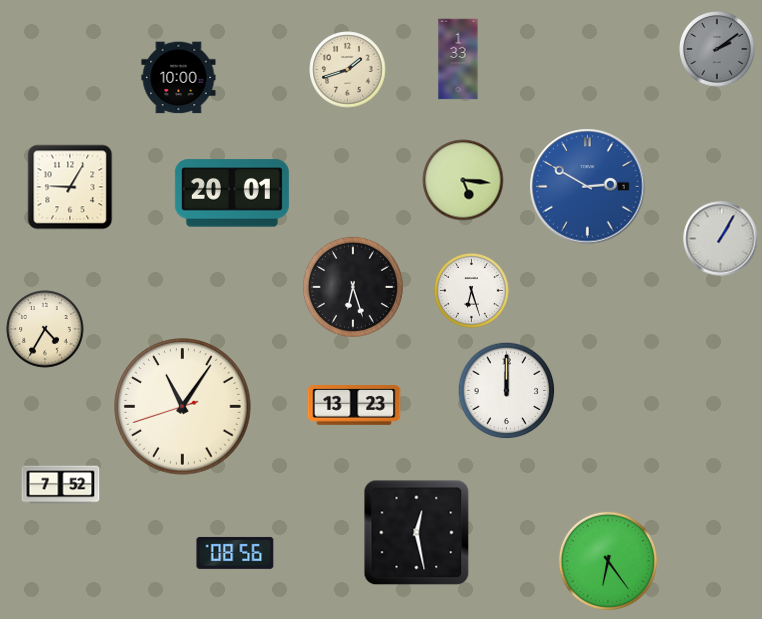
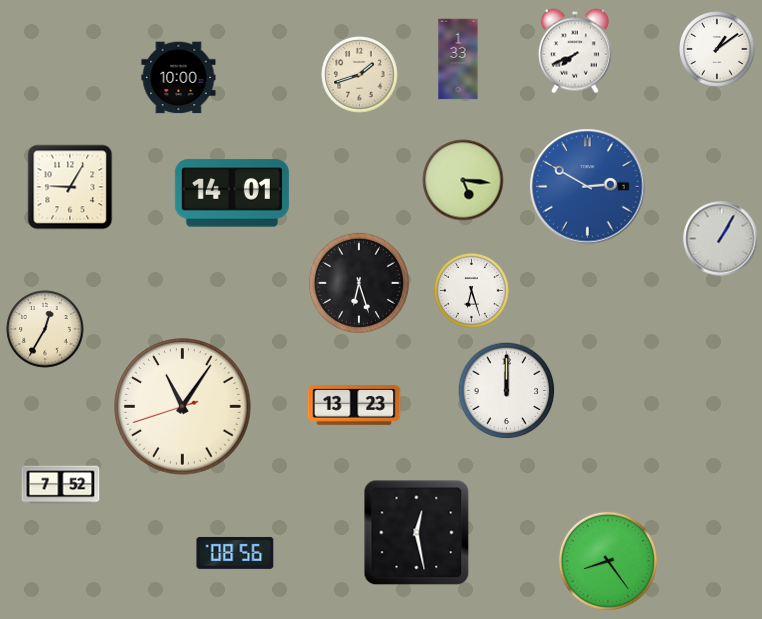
clock at (717, 49): 2:09 -> 1:09
clock at (717, 49) dial: grey -> white
clock at (575, 51): none -> 7:41
clock at (348, 70) position: (348, 70) -> (360, 75)
clock at (232, 193): 20:01 -> 14:01
clock at (353, 287) position: (353, 287) -> (359, 283)
clock at (45, 329): 4:35 -> 12:35
clock at (608, 561): 6:24 -> 8:24
